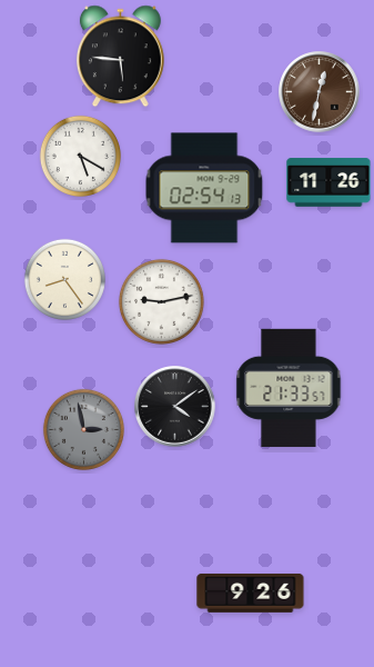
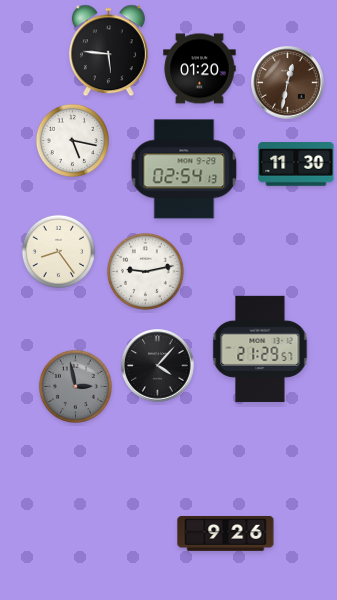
clock at (200, 69): none -> 01:20
clock at (80, 156): 5:20 -> 5:17
clock at (328, 182): 11:26 -> 11:30
clock at (289, 388): 21:33 -> 21:29
clock at (175, 407): 4:09 -> 4:07
